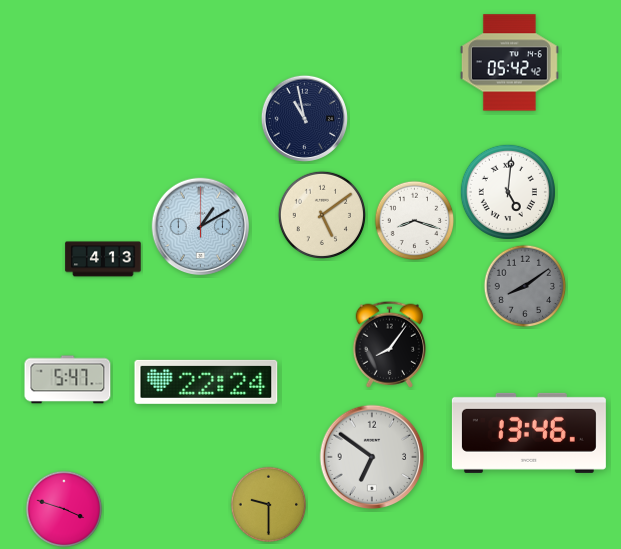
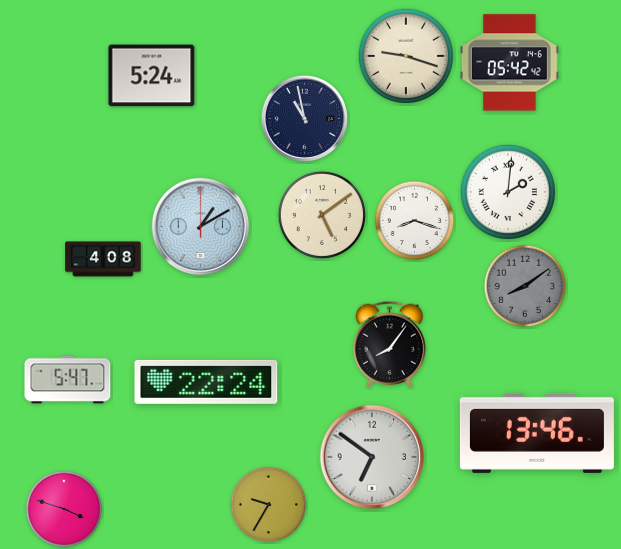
clock at (406, 56): none -> 9:18
clock at (152, 76): none -> 5:24
clock at (508, 192): 5:01 -> 2:01
clock at (103, 259): 4:13 -> 4:08
clock at (529, 433) position: (529, 433) -> (537, 433)
clock at (269, 505): 9:30 -> 9:35
